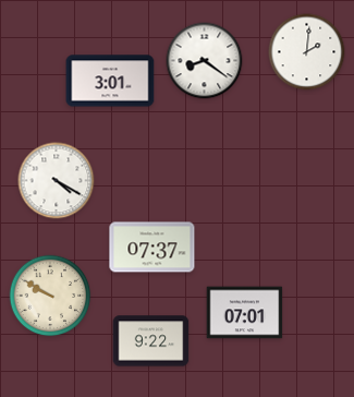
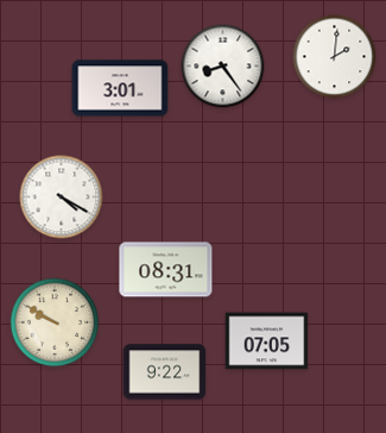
clock at (205, 61): 8:21 -> 8:24
clock at (152, 248): 07:37 -> 08:31
clock at (245, 313): 07:01 -> 07:05
